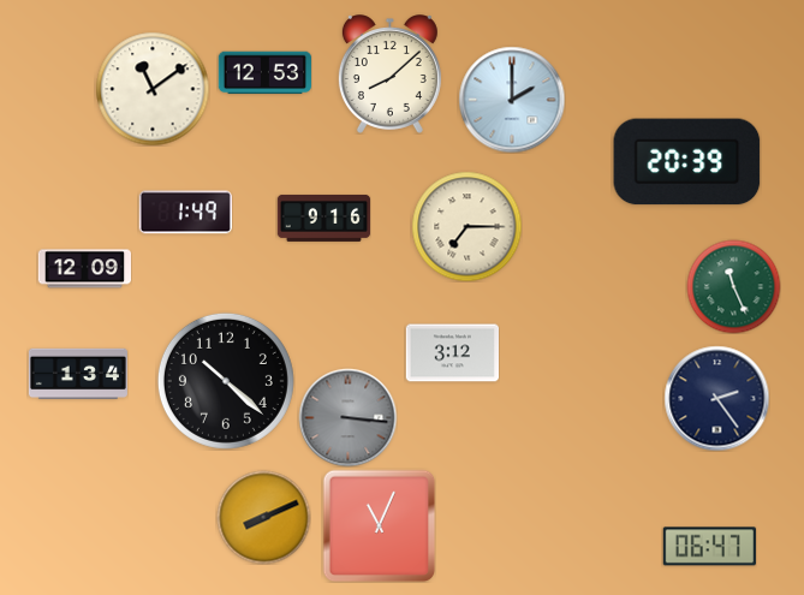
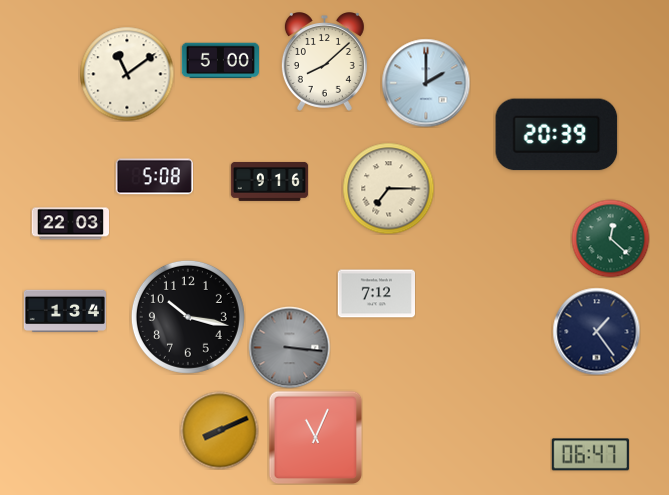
clock at (264, 73): 12:53 -> 5:00
clock at (687, 162) position: (687, 162) -> (557, 135)
clock at (185, 213): 1:49 -> 5:08
clock at (84, 269): 12:09 -> 22:03
clock at (733, 286): 11:26 -> 12:22
clock at (452, 353): 3:12 -> 7:12
clock at (226, 381): 10:22 -> 10:17
clock at (716, 398): 2:24 -> 1:24
